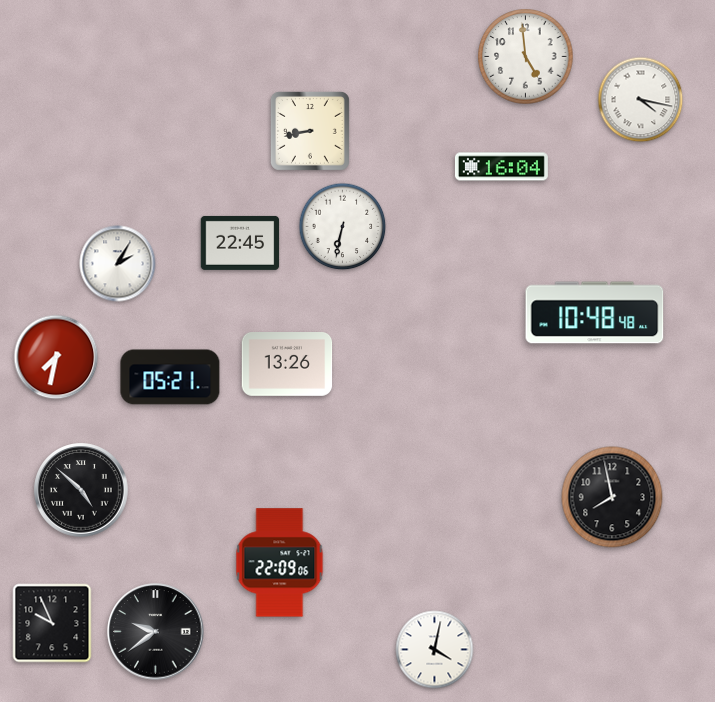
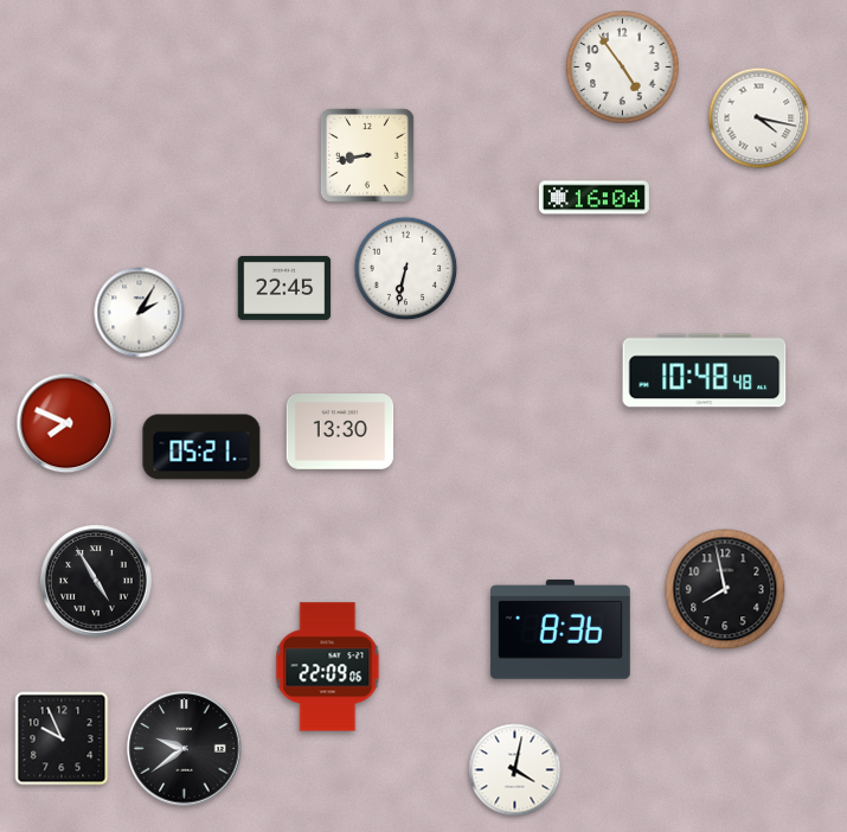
clock at (526, 57): 4:59 -> 4:54
clock at (56, 357): 7:32 -> 7:49
clock at (287, 365): 13:26 -> 13:30
clock at (81, 490): 4:52 -> 4:55
clock at (560, 629): none -> 8:36
clock at (280, 563) position: (280, 563) -> (328, 667)
